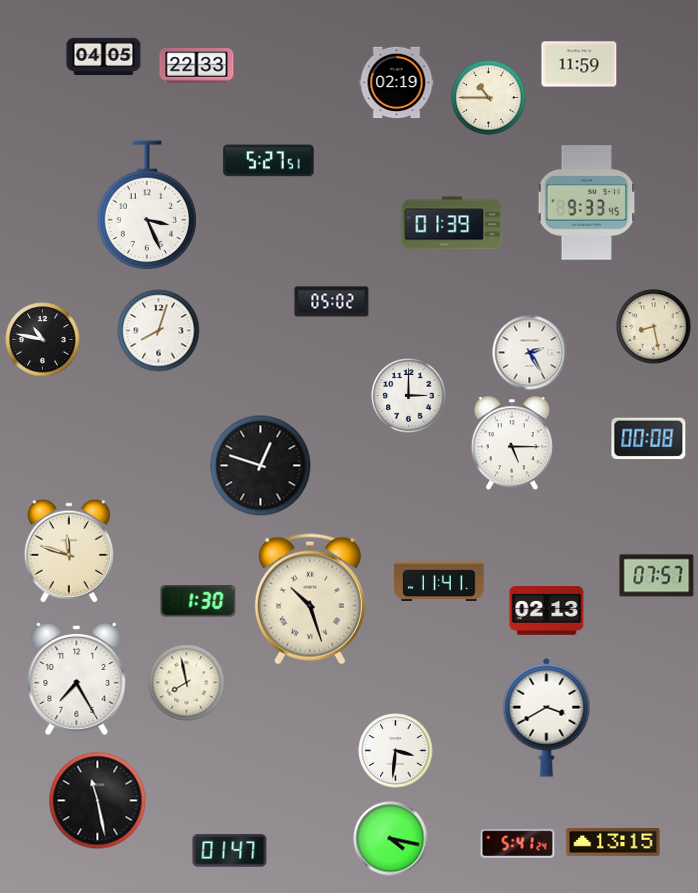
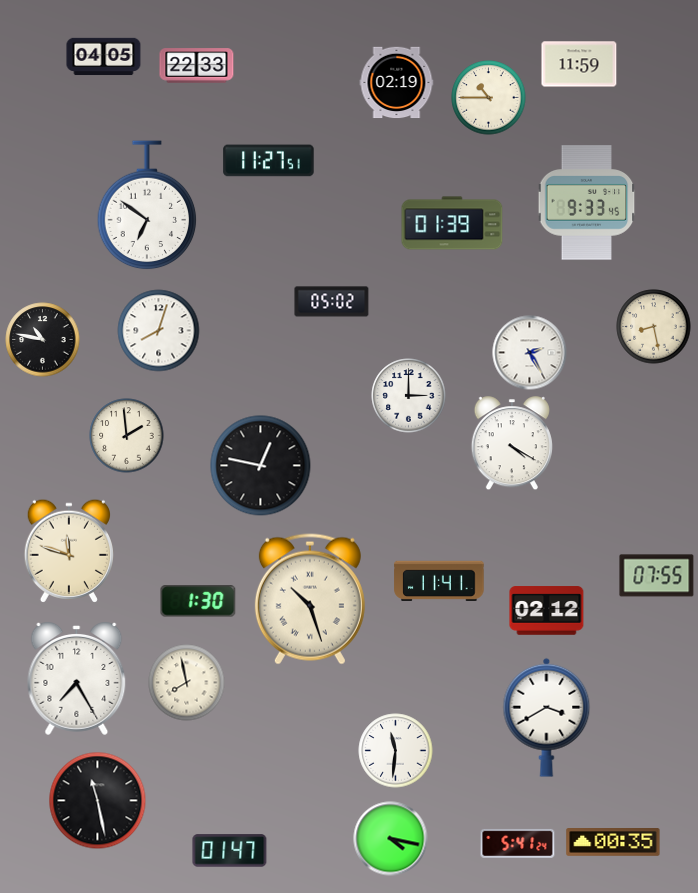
clock at (269, 161): 5:27 -> 11:27
clock at (147, 206): 3:26 -> 6:51
clock at (127, 436): none -> 1:59
clock at (649, 439): 00:08 -> none
clock at (512, 444): 5:15 -> 4:20
clock at (261, 466): 12:48 -> 12:47
clock at (657, 576): 07:57 -> 07:55
clock at (547, 611): 02:13 -> 02:12
clock at (396, 751): 3:31 -> 11:31
clock at (613, 843): 13:15 -> 00:35
